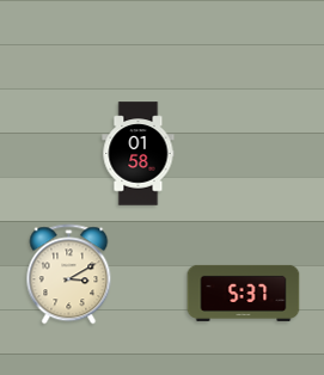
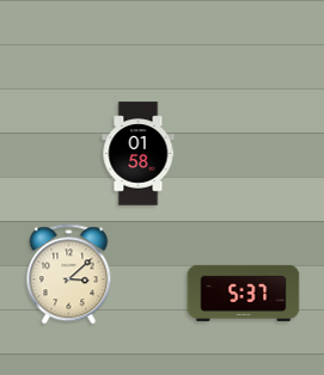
clock at (69, 275): 3:10 -> 3:08
